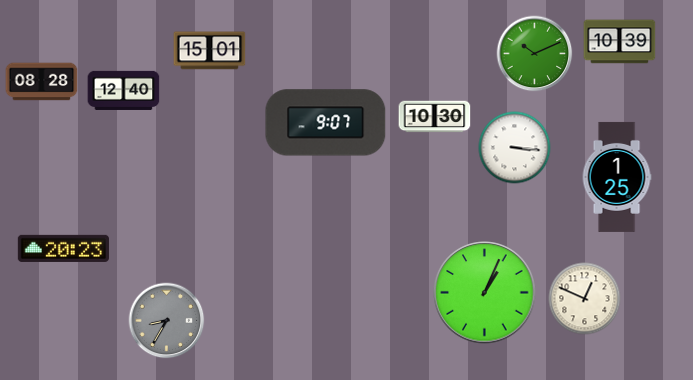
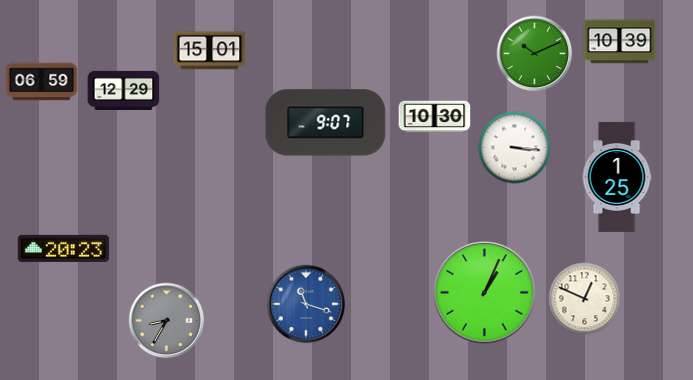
clock at (42, 82): 08:28 -> 06:59
clock at (124, 90): 12:40 -> 12:29
clock at (306, 304): none -> 11:18
